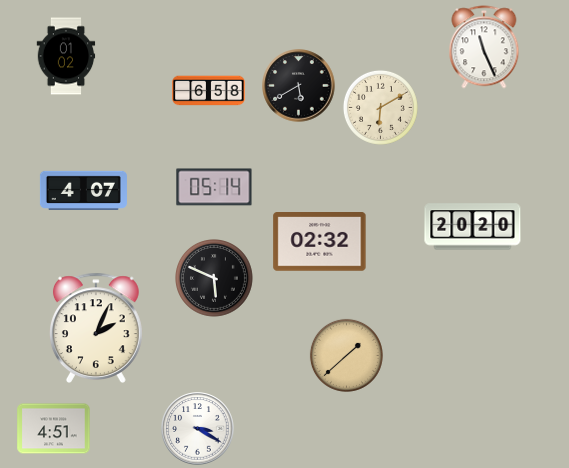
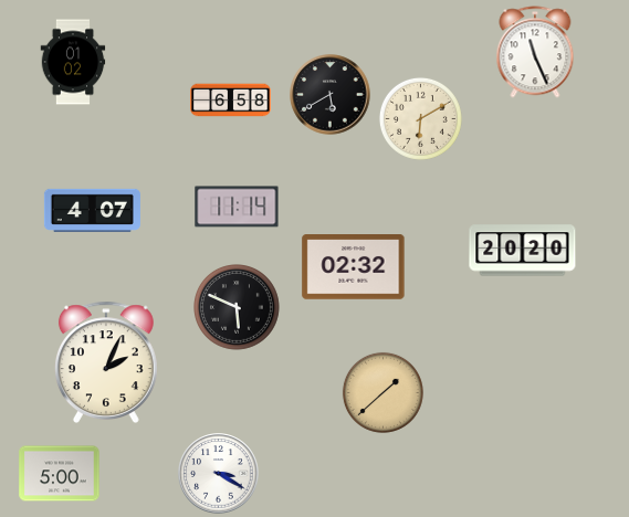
clock at (214, 187): 05:14 -> 11:14
clock at (54, 429): 4:51 -> 5:00
